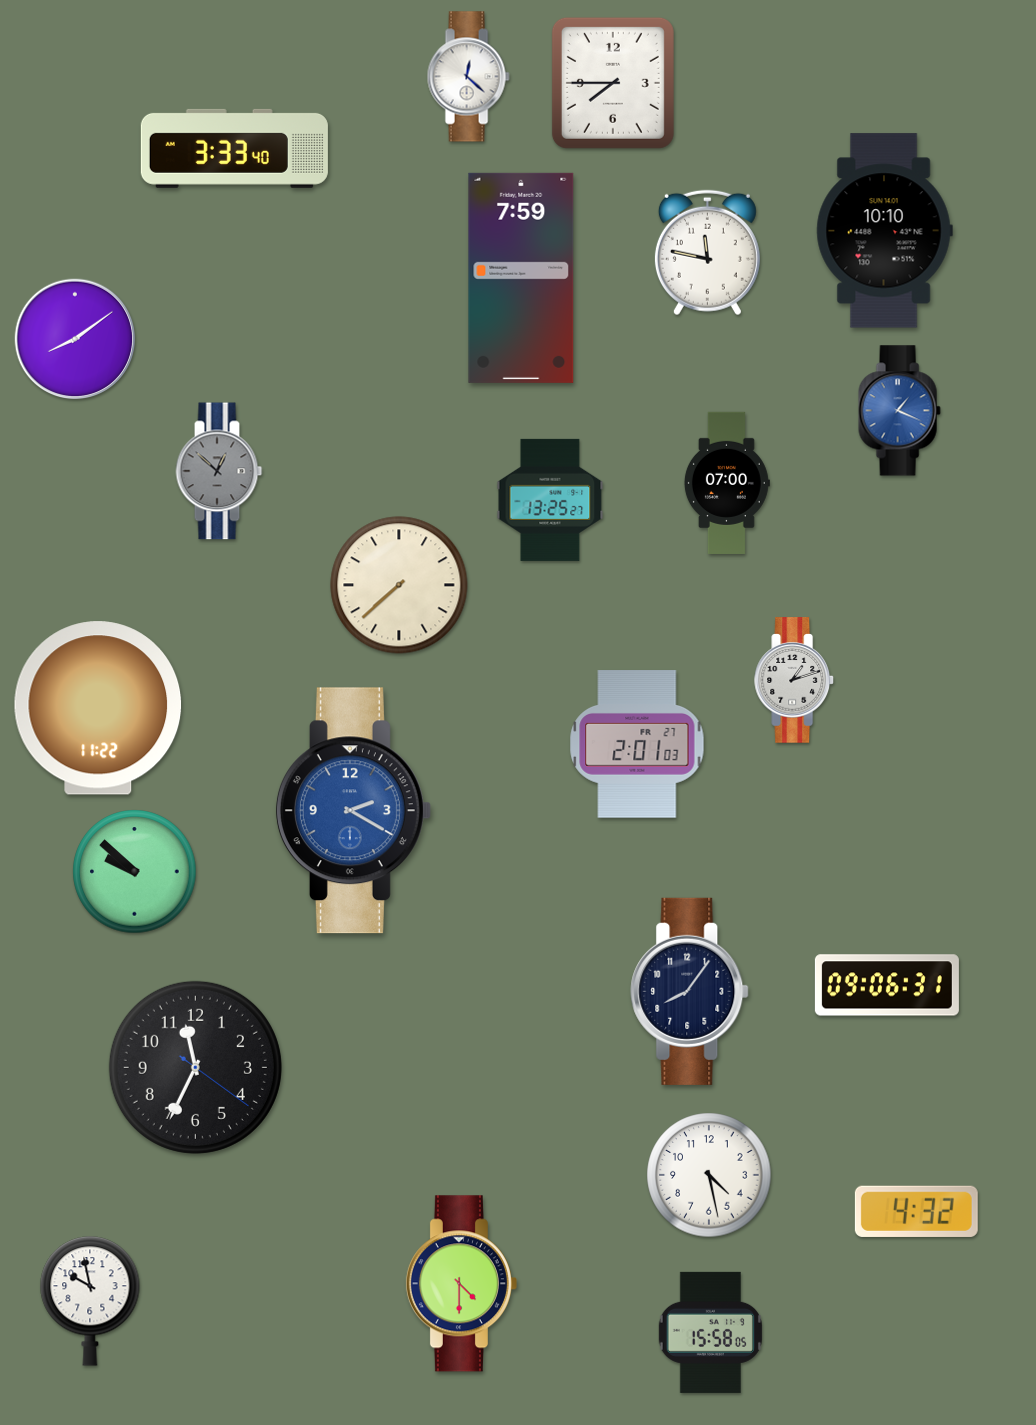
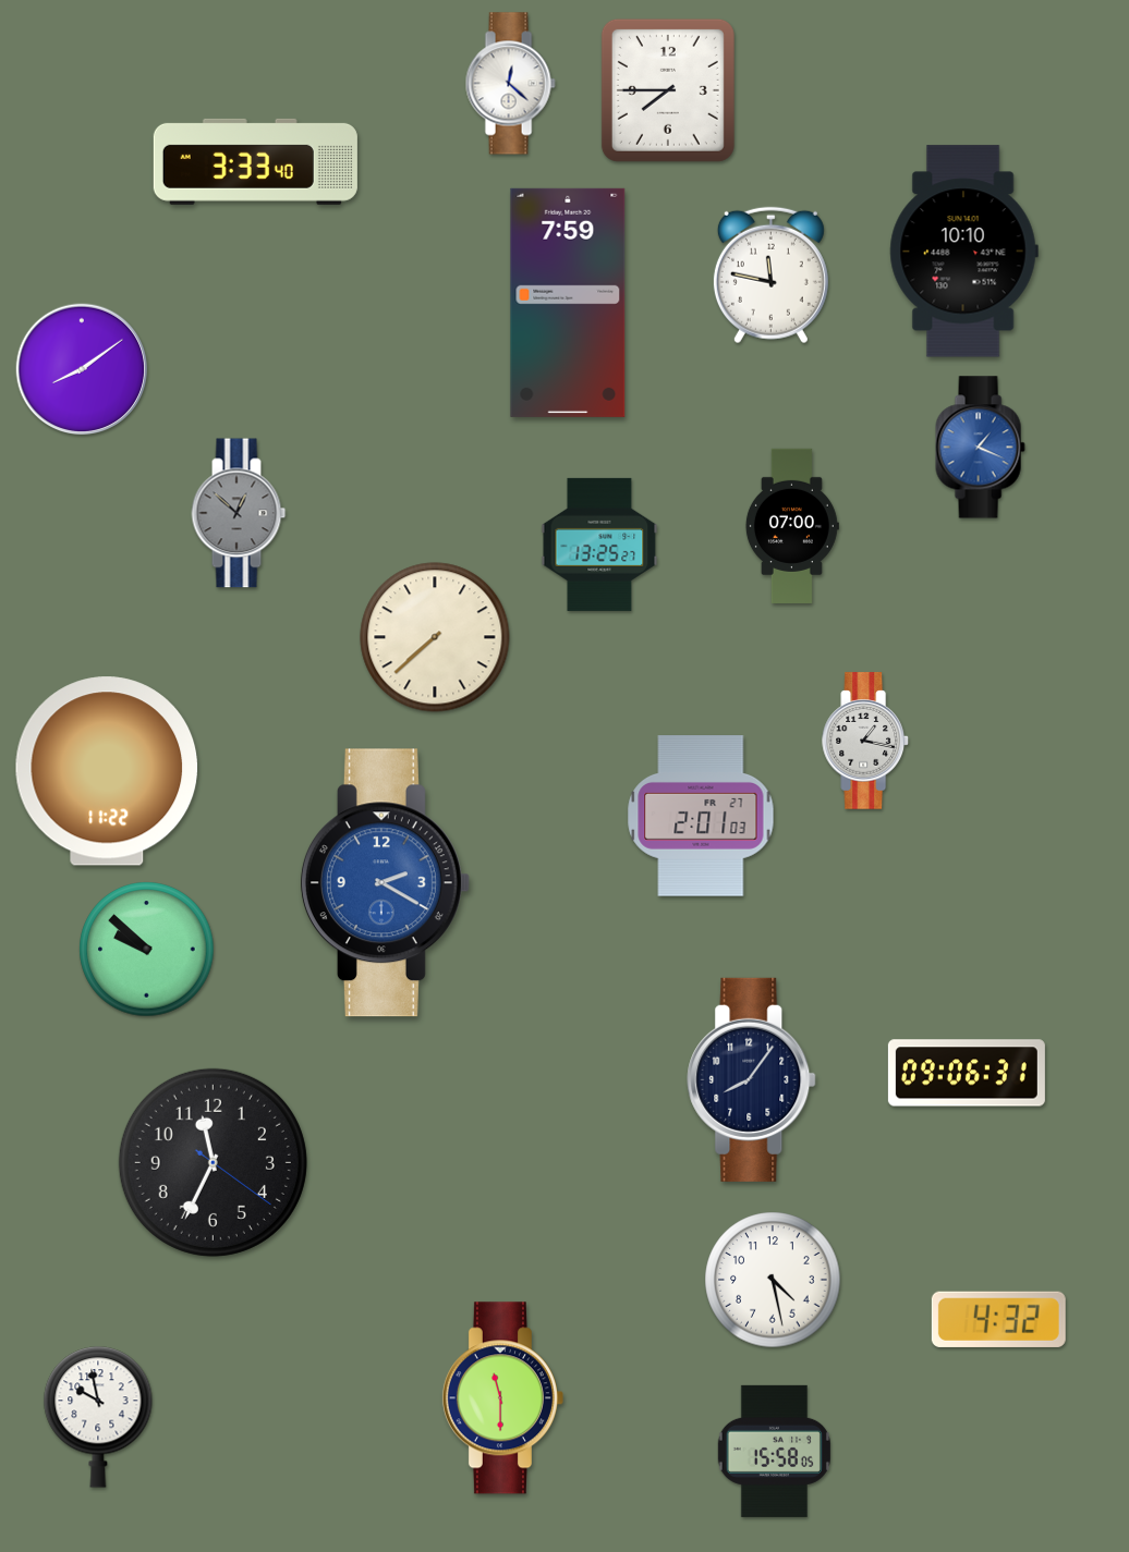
clock at (795, 680): 1:12 -> 1:17
clock at (637, 744) position: (637, 744) -> (701, 816)
clock at (461, 1284): 4:30 -> 11:30
